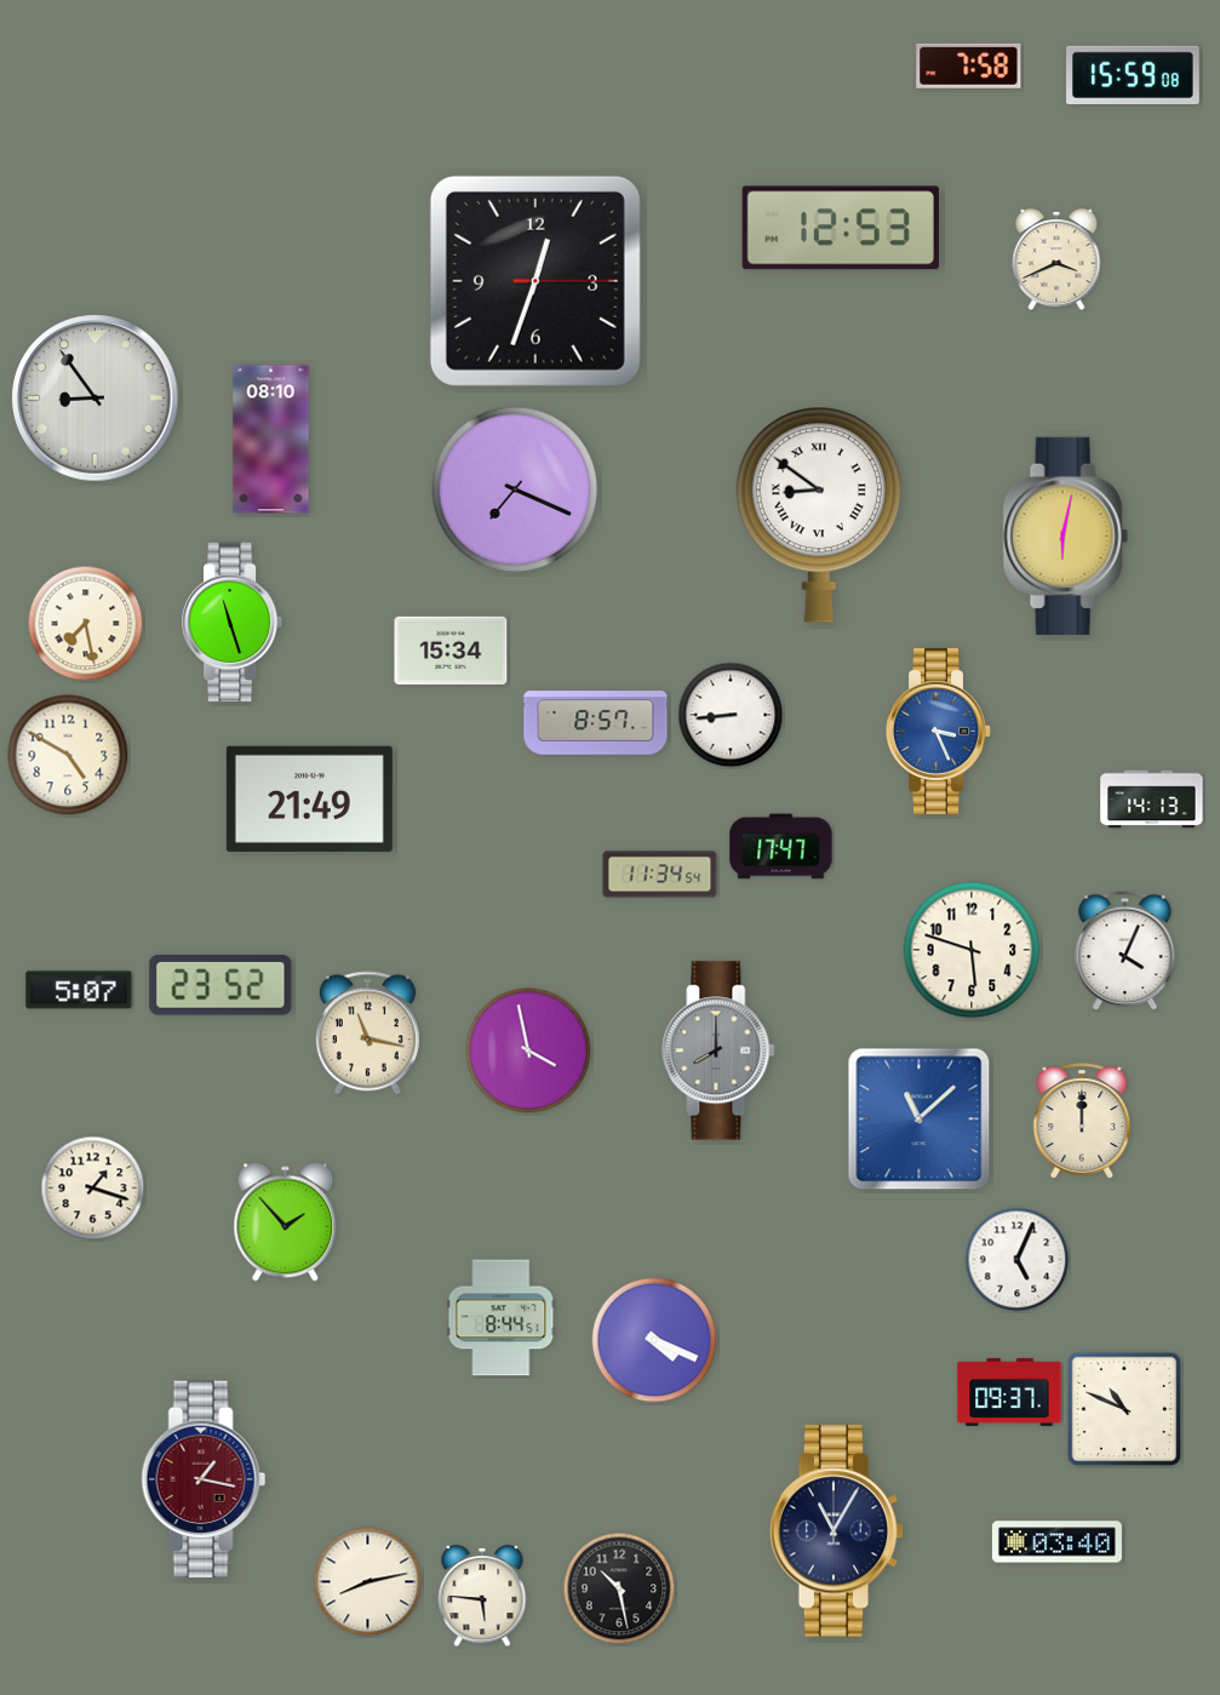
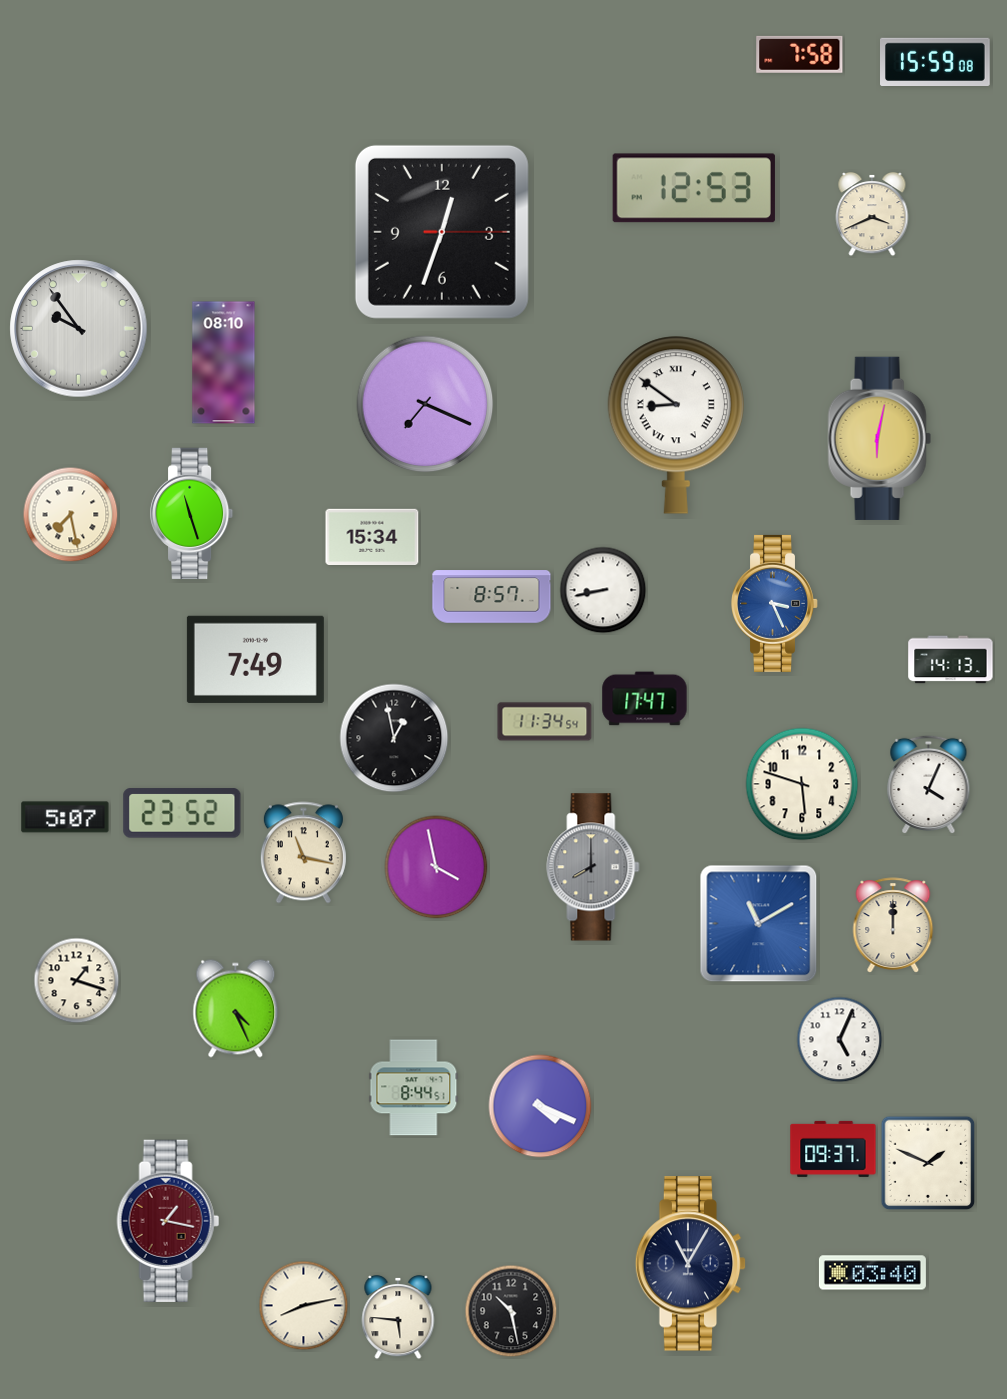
clock at (96, 399): 8:54 -> 9:54
clock at (1065, 536) position: (1065, 536) -> (879, 438)
clock at (731, 715): 8:44 -> 8:43
clock at (68, 755): 4:50 -> none
clock at (309, 798): 21:49 -> 7:49
clock at (394, 738): none -> 12:58
clock at (920, 1119): 11:08 -> 11:10
clock at (286, 1222): 1:53 -> 4:26
clock at (1124, 1409): 10:49 -> 1:49
